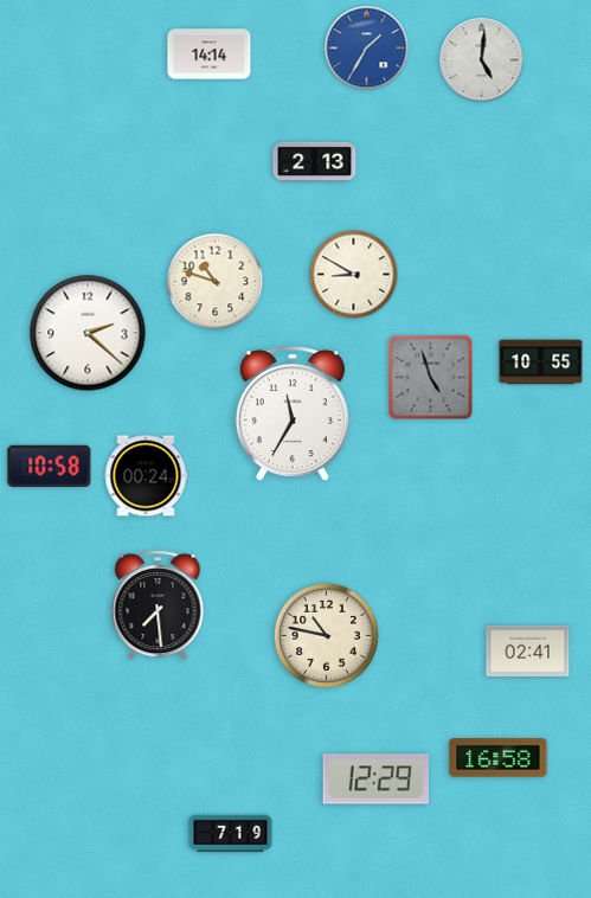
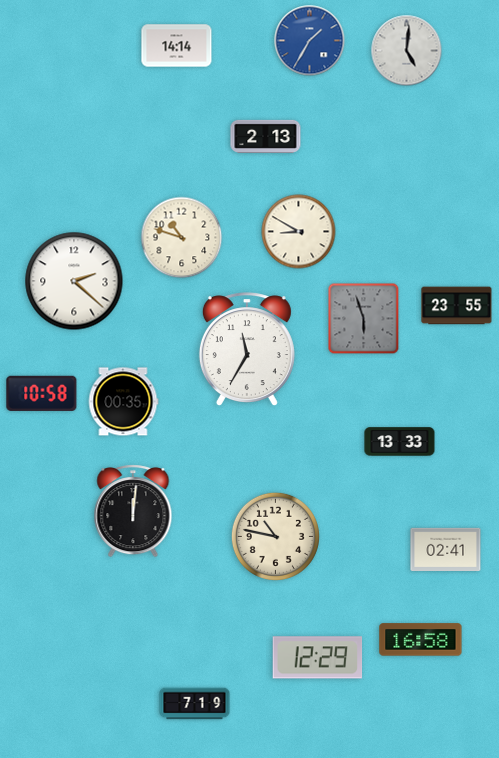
clock at (541, 363): 10:55 -> 23:55
clock at (431, 378): 4:57 -> 5:57
clock at (146, 476): 00:24 -> 00:35
clock at (400, 442): none -> 13:33
clock at (158, 605): 7:29 -> 12:01
